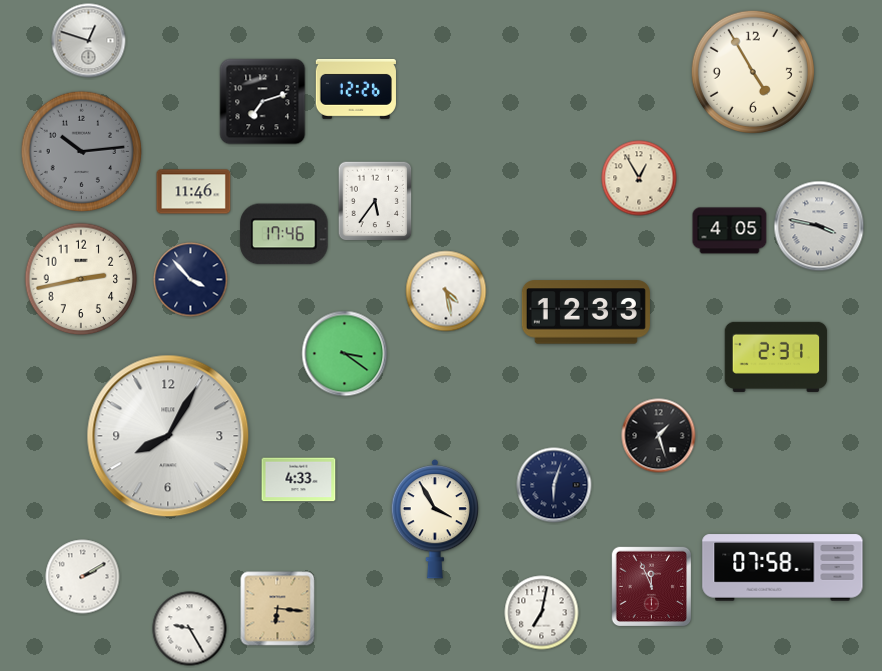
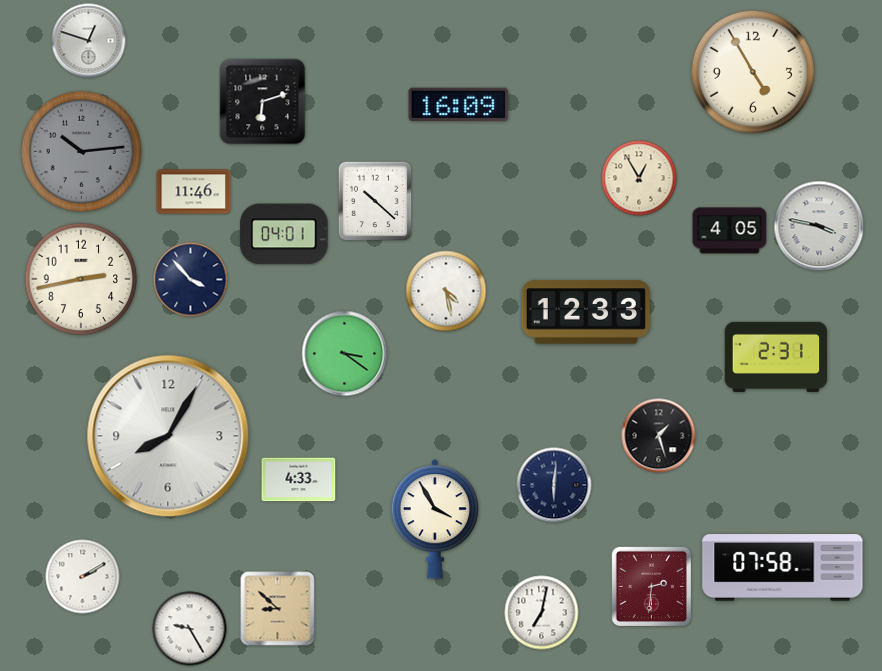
clock at (356, 89): 12:26 -> none
clock at (263, 102): 7:12 -> 6:12
clock at (459, 104): none -> 16:09
clock at (375, 201): 5:36 -> 10:22
clock at (284, 234): 17:46 -> 04:01
clock at (554, 485): 6:03 -> 6:01
clock at (652, 587): 11:56 -> 2:31
clock at (278, 609): 6:16 -> 8:52
